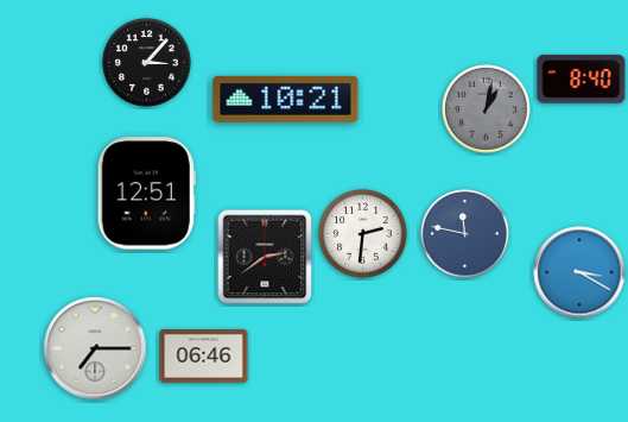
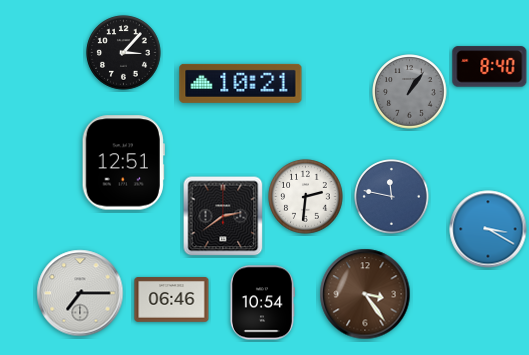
clock at (487, 109): 1:02 -> 1:06
clock at (365, 294): none -> 3:24
clock at (262, 303): none -> 10:54
